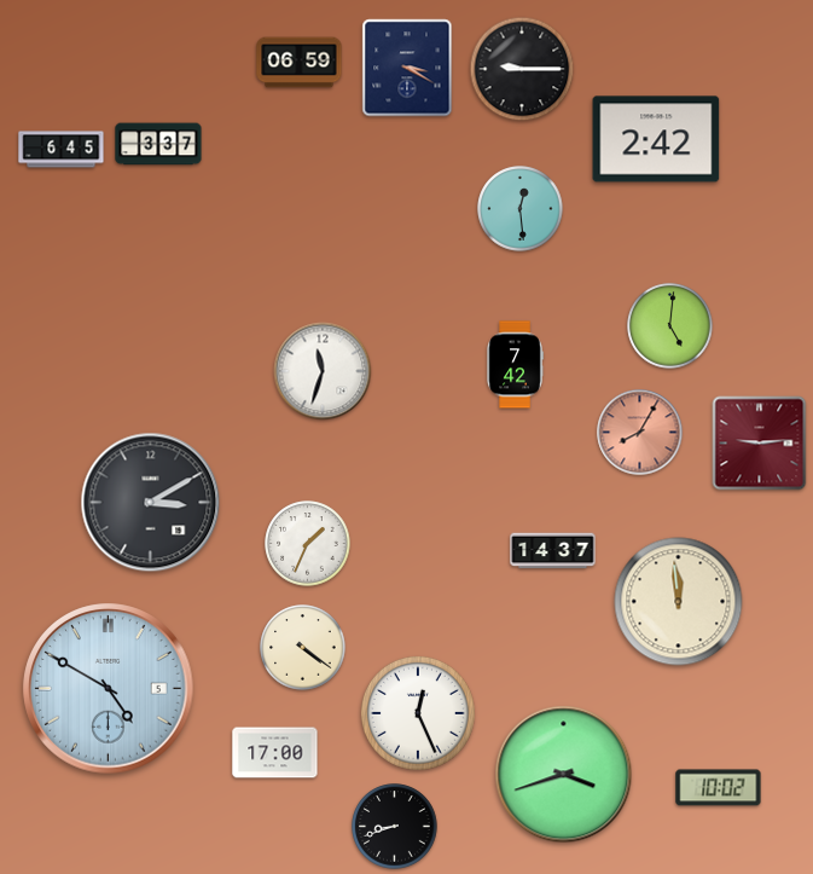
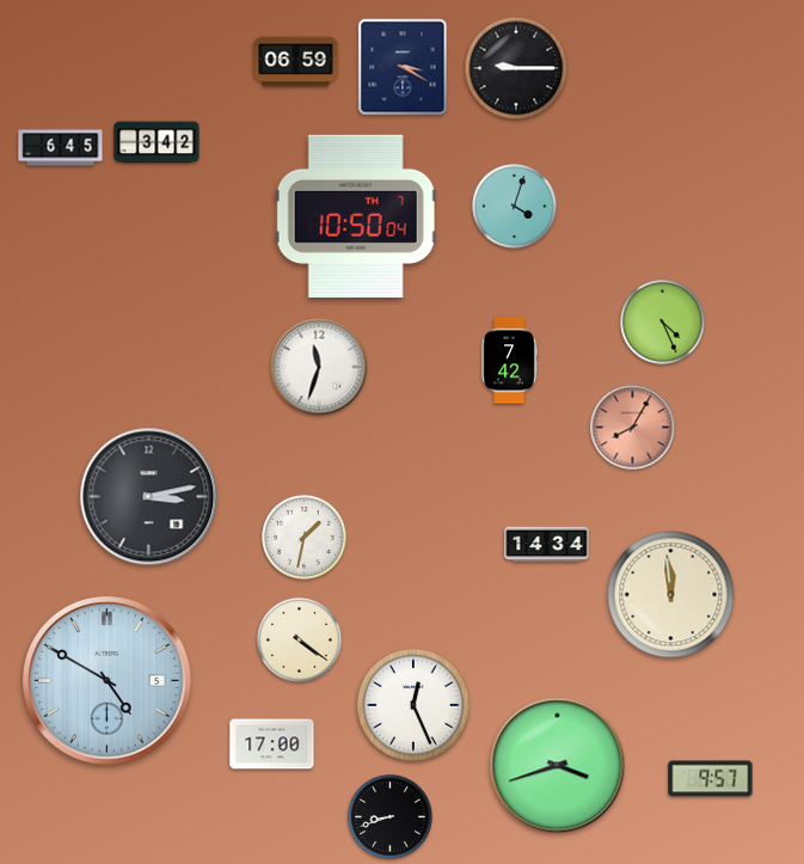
clock at (656, 139): 2:42 -> none
clock at (158, 144): 3:37 -> 3:42
clock at (521, 209): 12:29 -> 4:03
clock at (356, 216): none -> 10:50
clock at (670, 326): 5:01 -> 4:26
clock at (760, 444): 9:14 -> none
clock at (151, 503): 3:10 -> 3:13
clock at (308, 544): 1:34 -> 1:32
clock at (553, 551): 14:37 -> 14:34
clock at (719, 788): 10:02 -> 9:57
